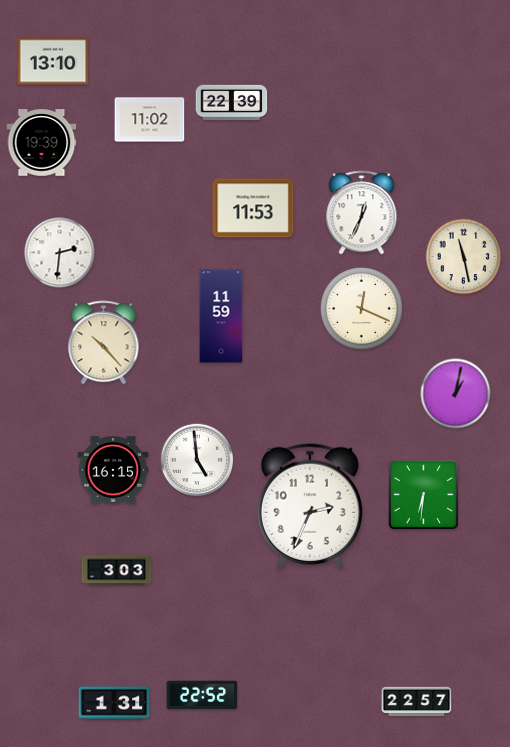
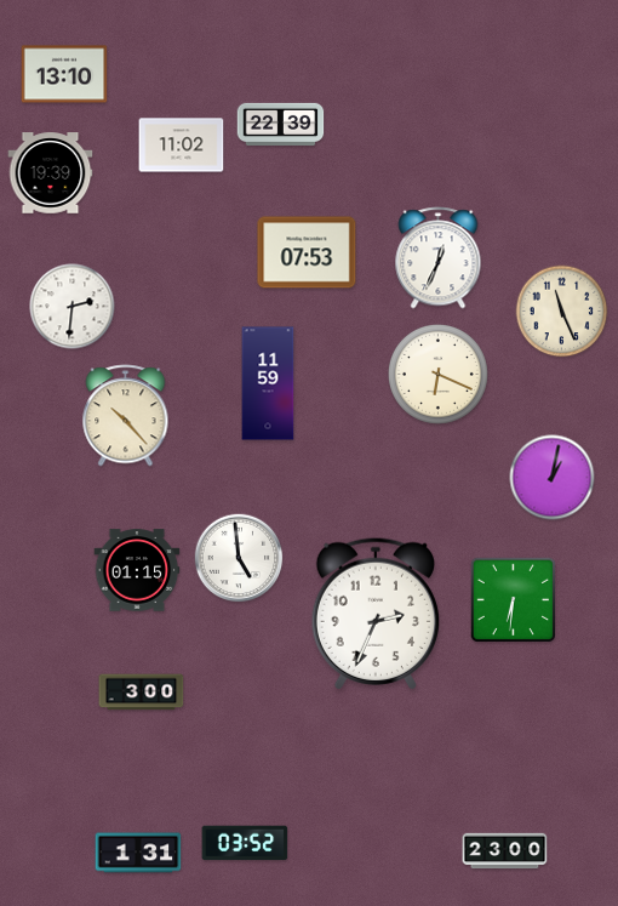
clock at (253, 208): 11:53 -> 07:53
clock at (464, 257): 11:28 -> 11:26
clock at (361, 308): 12:19 -> 6:19
clock at (113, 470): 16:15 -> 01:15
clock at (117, 571): 3:03 -> 3:00
clock at (202, 695): 22:52 -> 03:52
clock at (417, 702): 22:57 -> 23:00
